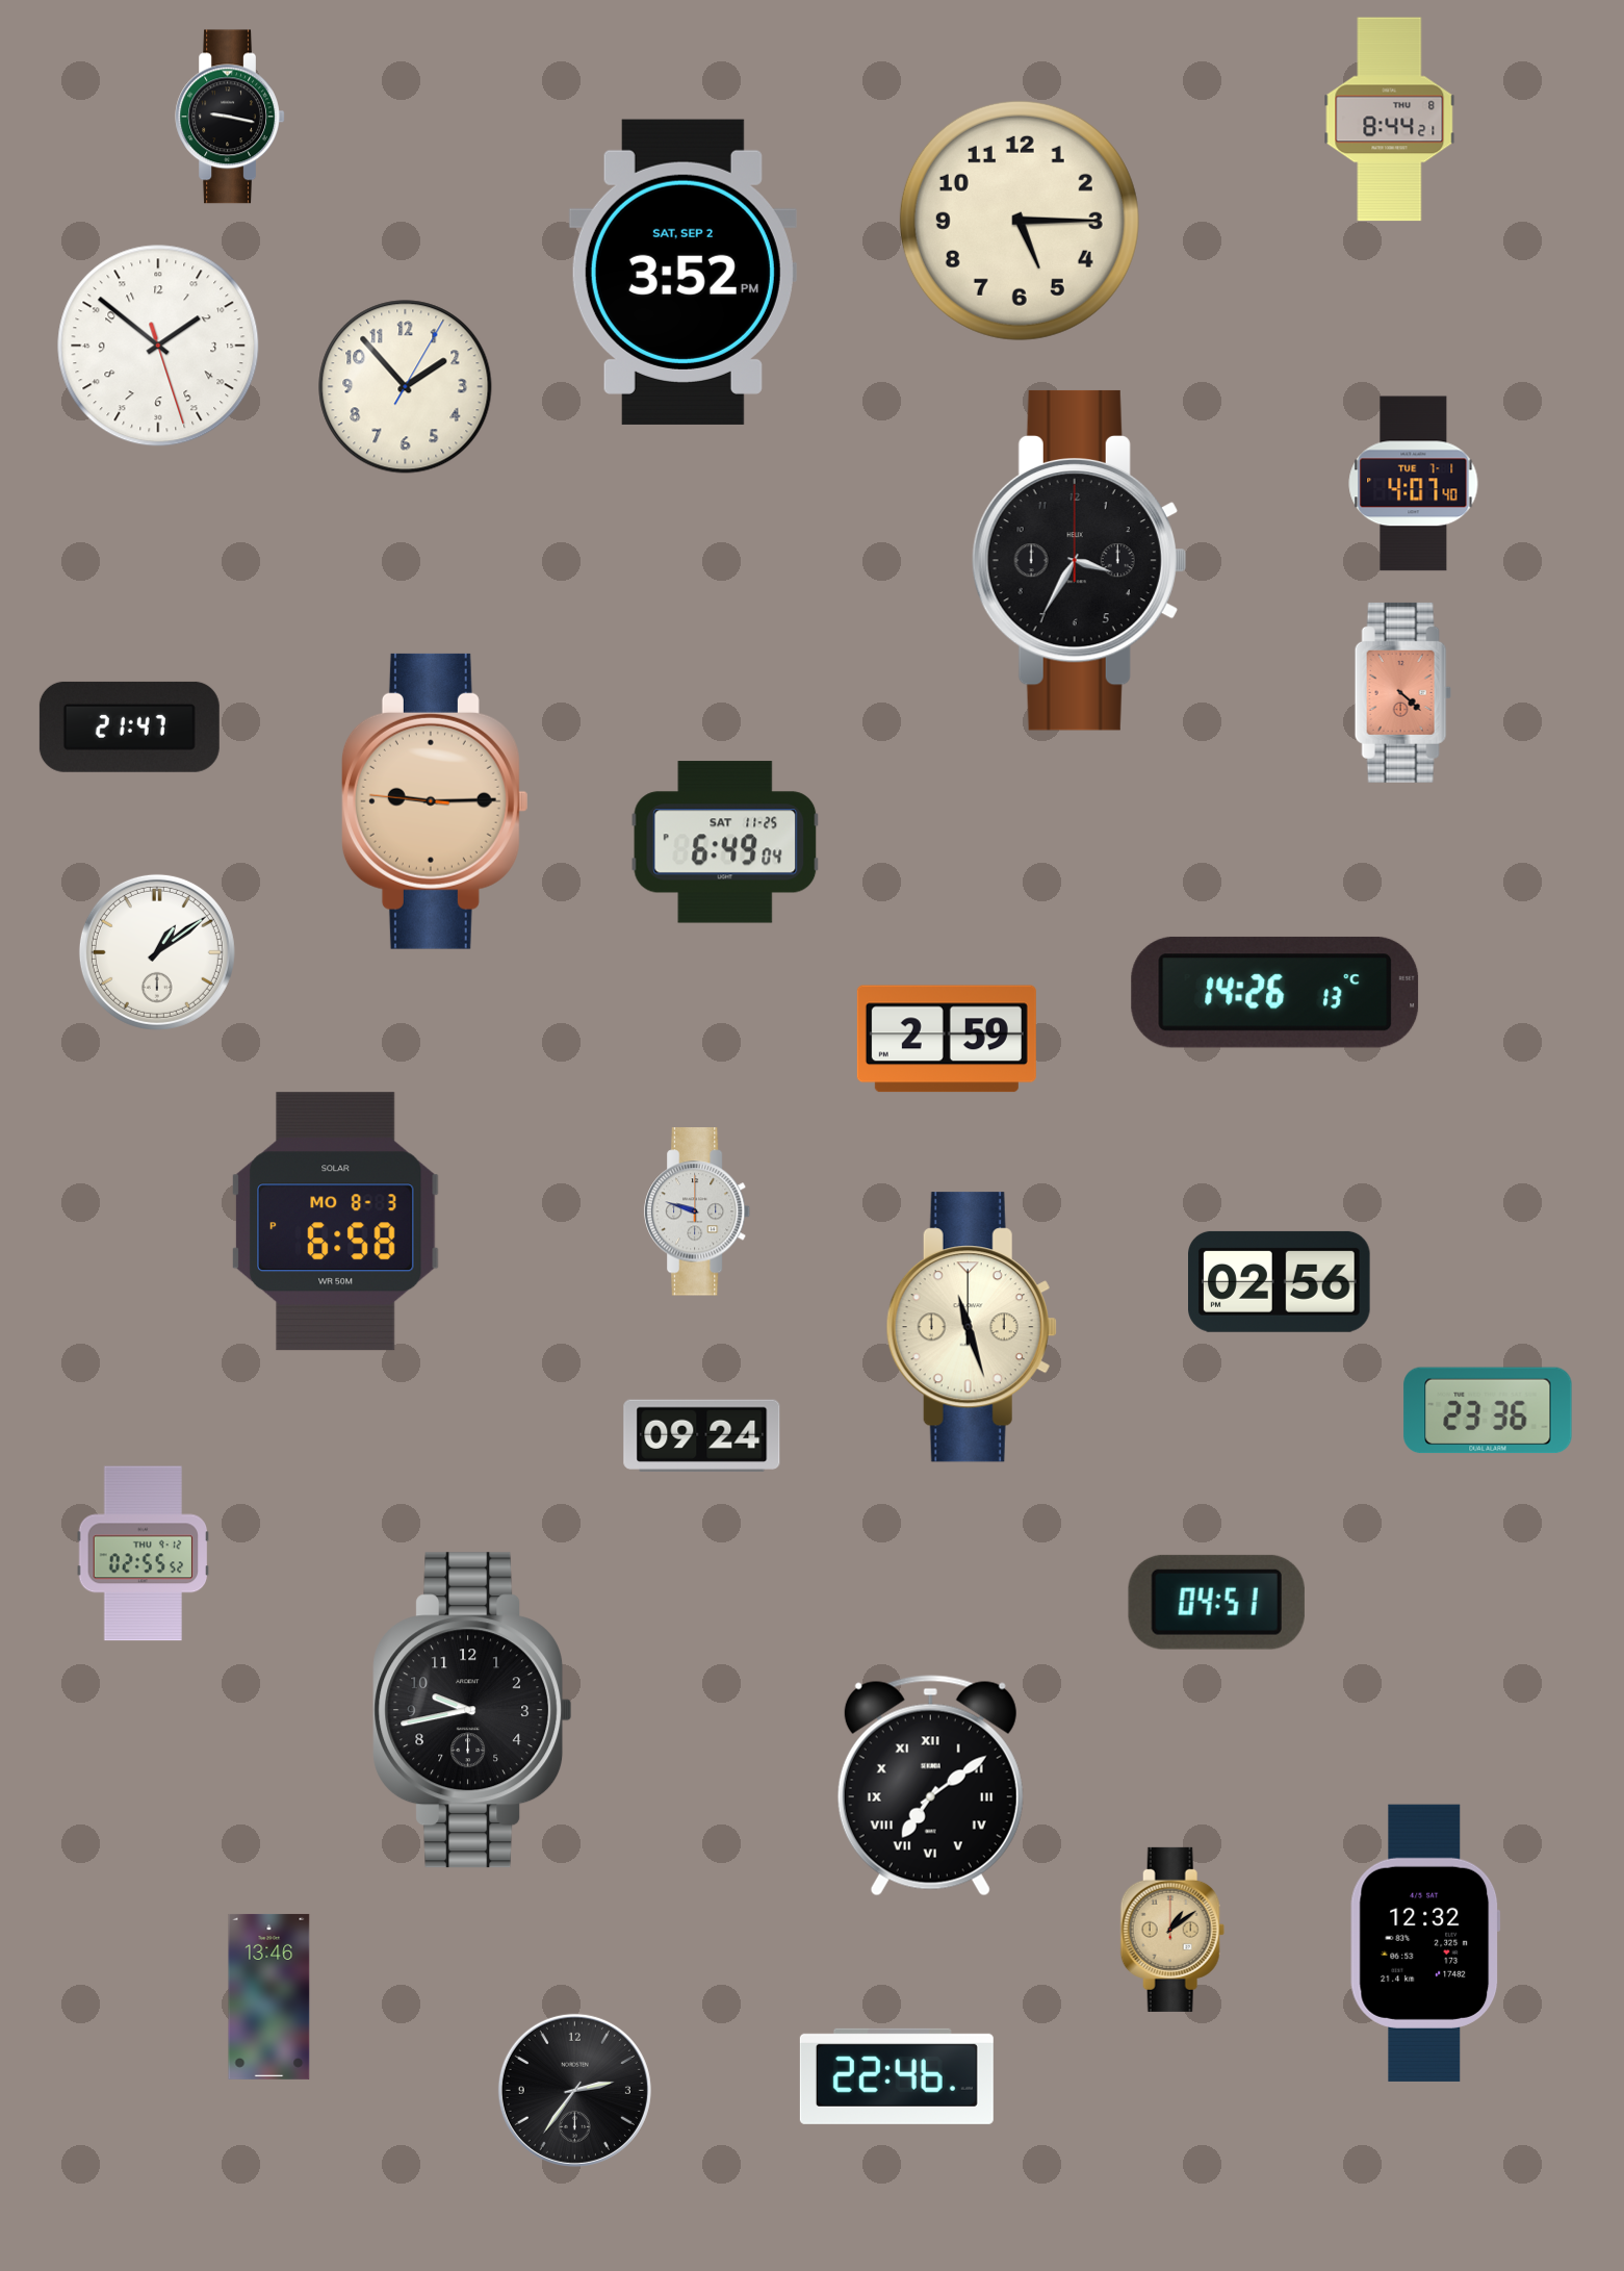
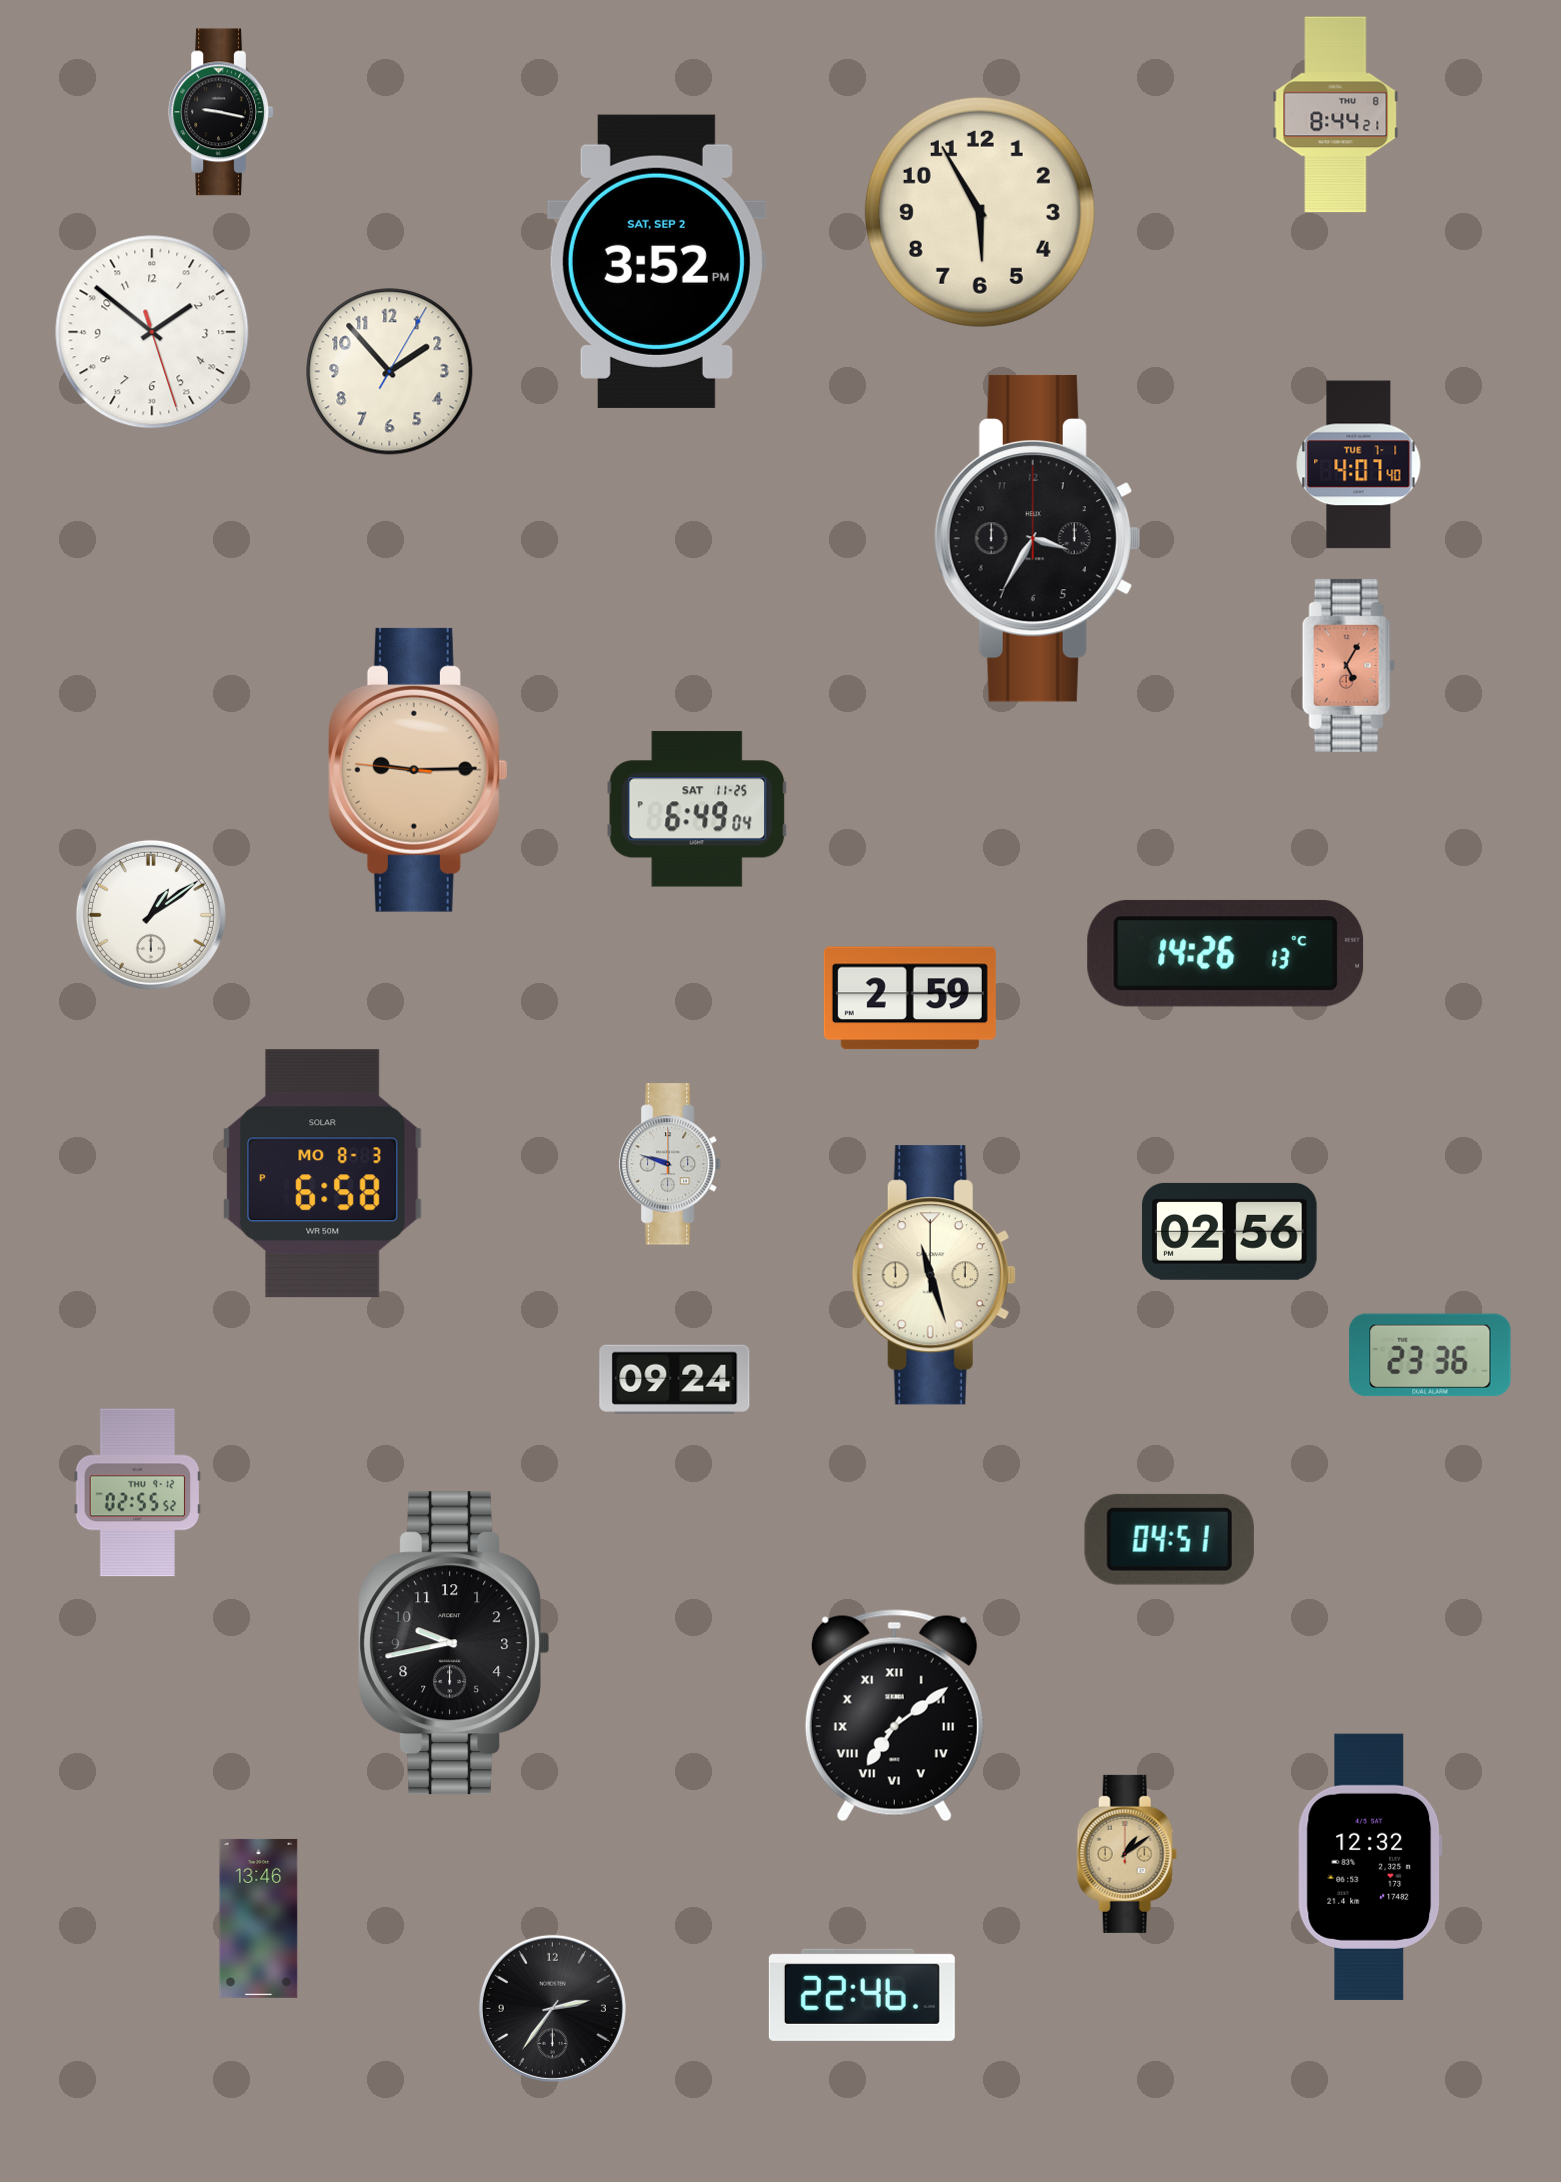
clock at (1020, 221): 5:15 -> 5:55
clock at (1402, 692): 4:22 -> 5:05
clock at (129, 726): 21:47 -> none
